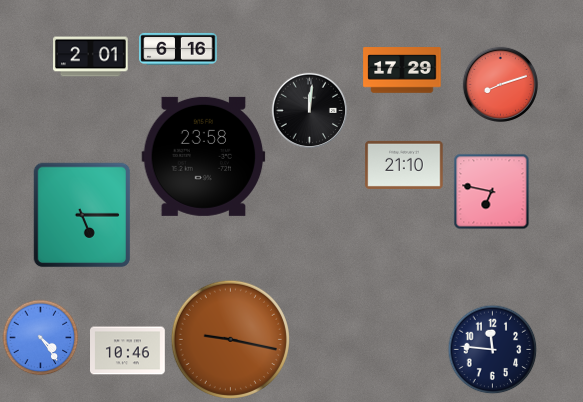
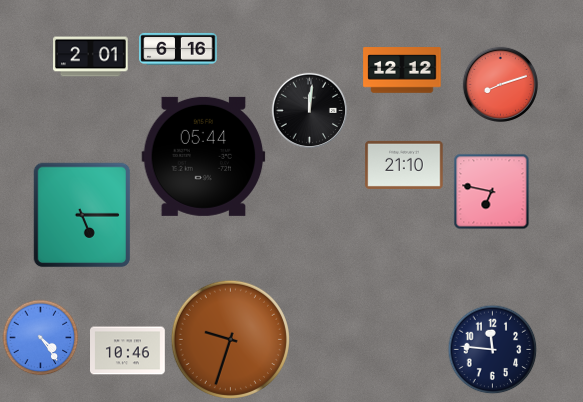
clock at (402, 70): 17:29 -> 12:12
clock at (204, 156): 23:58 -> 05:44
clock at (230, 339): 9:17 -> 9:33
